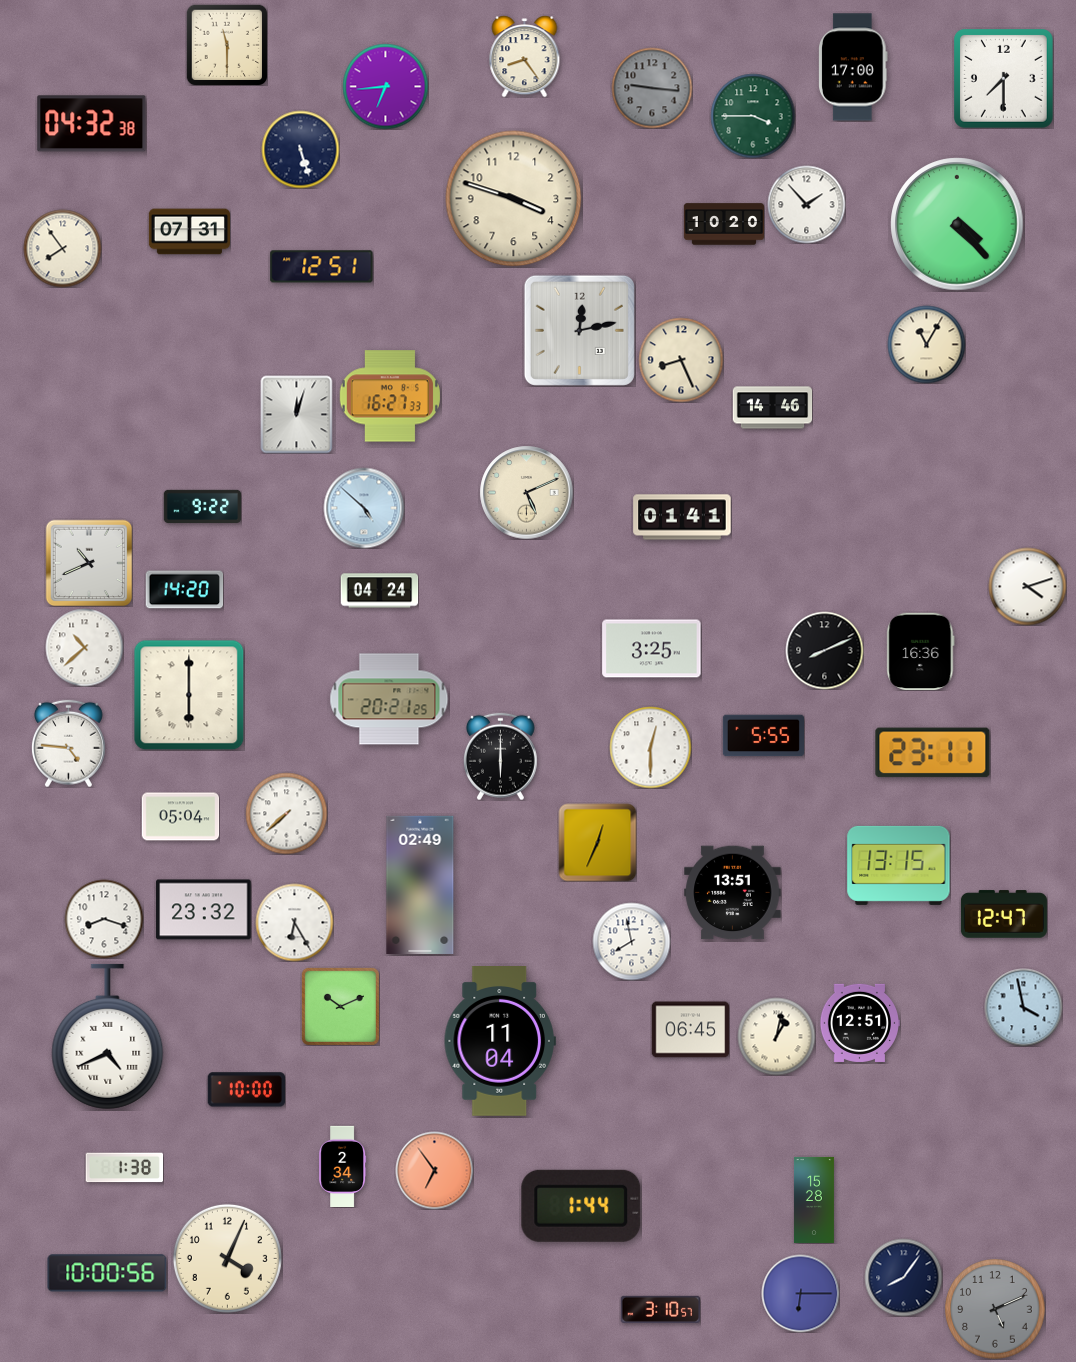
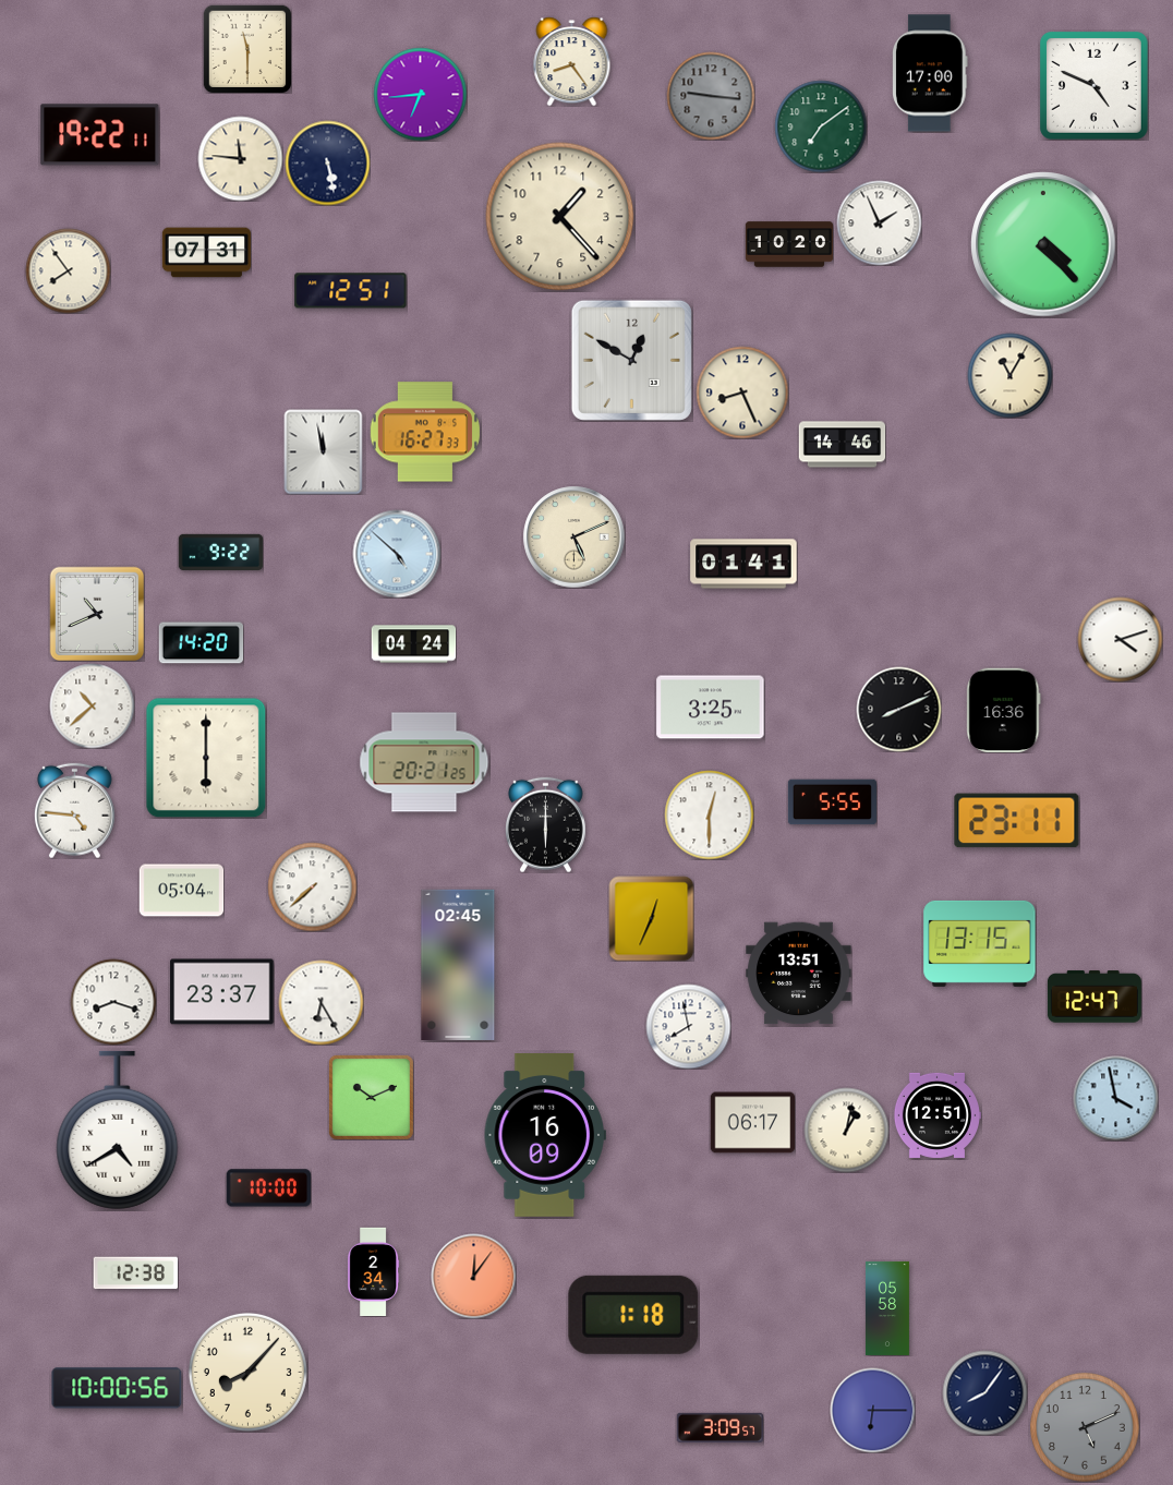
clock at (1004, 79): 7:30 -> 4:49
clock at (753, 116): 3:45 -> 7:09
clock at (92, 124): 04:32 -> 19:22
clock at (240, 158): none -> 11:46
clock at (300, 149): 5:27 -> 5:28
clock at (514, 199): 3:48 -> 1:23
clock at (806, 204): 1:53 -> 1:56
clock at (579, 330): 12:13 -> 12:50
clock at (297, 414): 12:03 -> 11:58
clock at (180, 817) position: (180, 817) -> (181, 891)
clock at (420, 885): 02:49 -> 02:45
clock at (204, 910): 23:32 -> 23:37
clock at (294, 922) position: (294, 922) -> (321, 1002)
clock at (690, 1030): 06:45 -> 06:17
clock at (108, 1036): 4:41 -> 4:40
clock at (500, 1042): 11:04 -> 16:09
clock at (124, 1168): 1:38 -> 12:38
clock at (434, 1170): 6:54 -> 12:06
clock at (814, 1200): 15:28 -> 05:58
clock at (581, 1206): 1:44 -> 1:18
clock at (227, 1258): 4:04 -> 8:07
clock at (660, 1309): 3:10 -> 3:09
